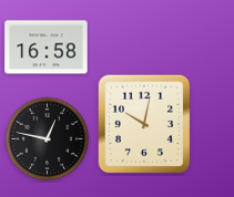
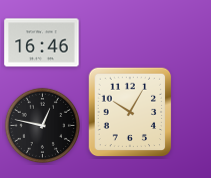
clock at (47, 48): 16:58 -> 16:46
clock at (144, 124): 10:02 -> 10:05
